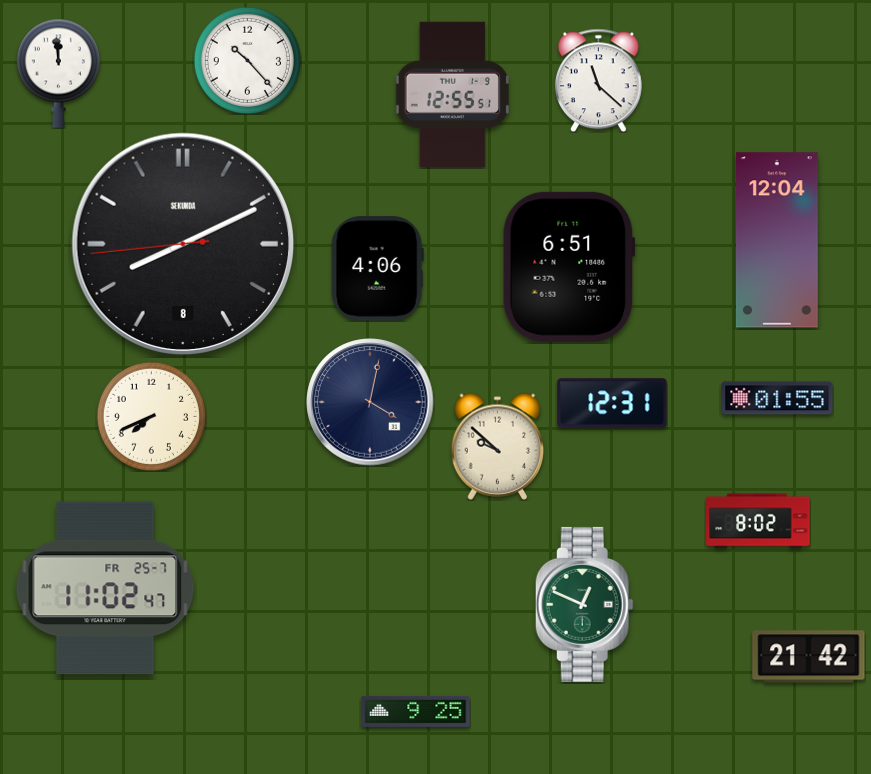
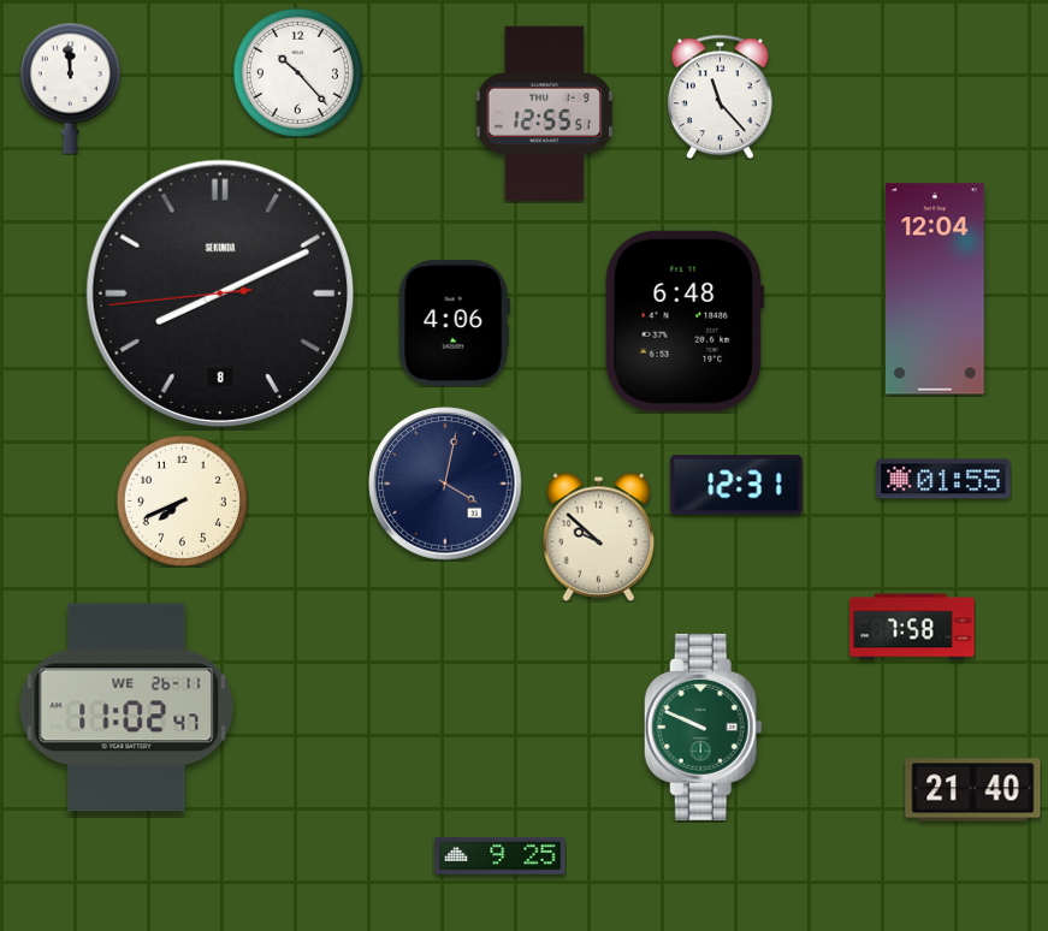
clock at (598, 80): 11:22 -> 11:23
clock at (569, 267): 6:51 -> 6:48
clock at (777, 398) position: (777, 398) -> (943, 479)
clock at (758, 521): 8:02 -> 7:58
clock at (105, 588) date: FR 25-7 -> WE 26-11
clock at (584, 604): 12:49 -> 9:49
clock at (809, 657): 21:42 -> 21:40
